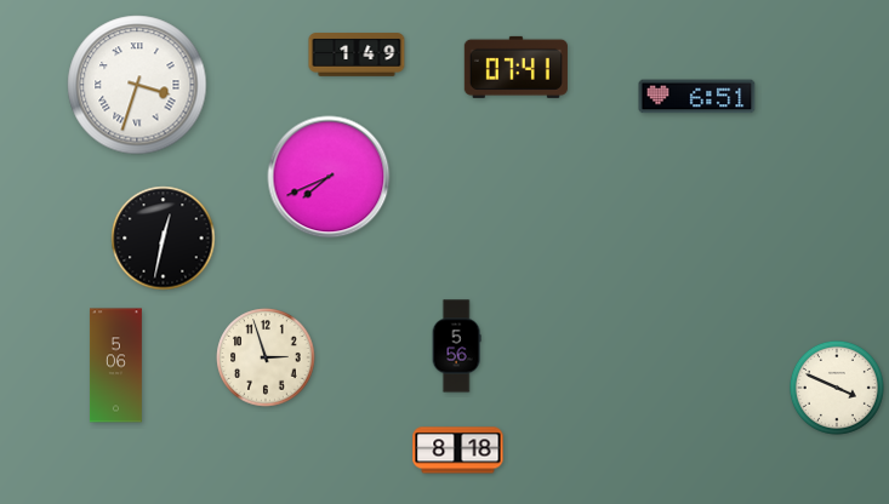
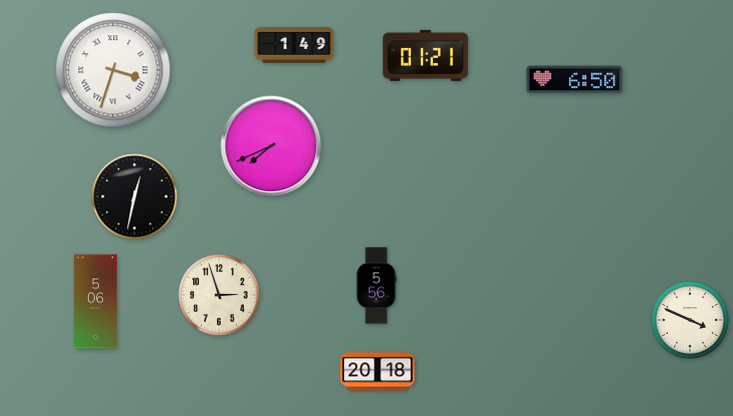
clock at (515, 67): 07:41 -> 01:21
clock at (697, 97): 6:51 -> 6:50
clock at (458, 451): 8:18 -> 20:18
